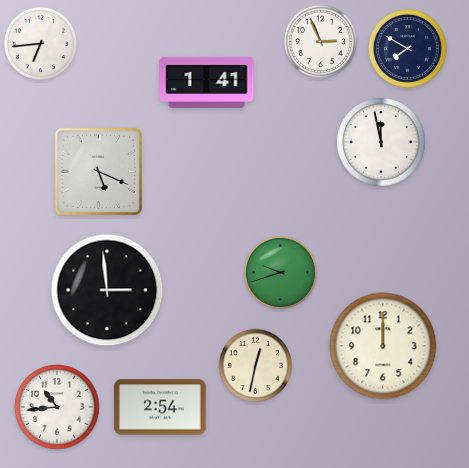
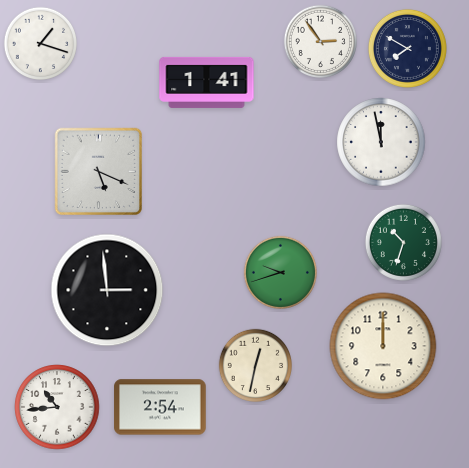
clock at (320, 41): 2:56 -> 2:54
clock at (40, 43): 6:44 -> 1:18
clock at (403, 242): none -> 10:33
